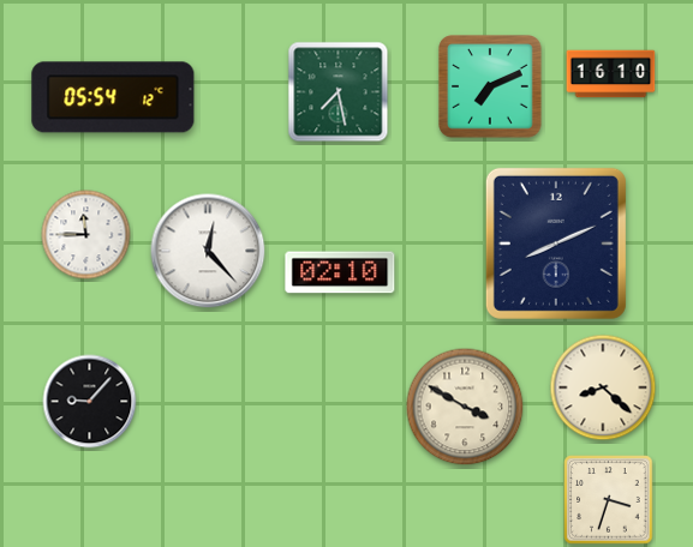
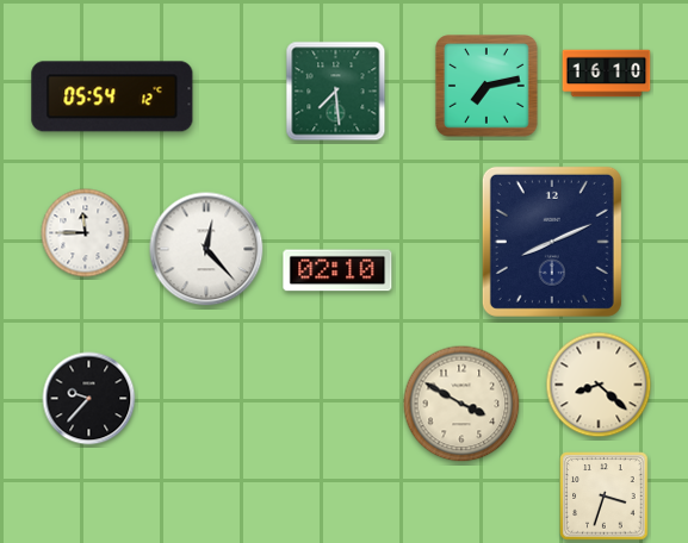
clock at (490, 86): 7:11 -> 7:13
clock at (339, 92): 7:28 -> 7:29
clock at (90, 402): 9:07 -> 9:37
